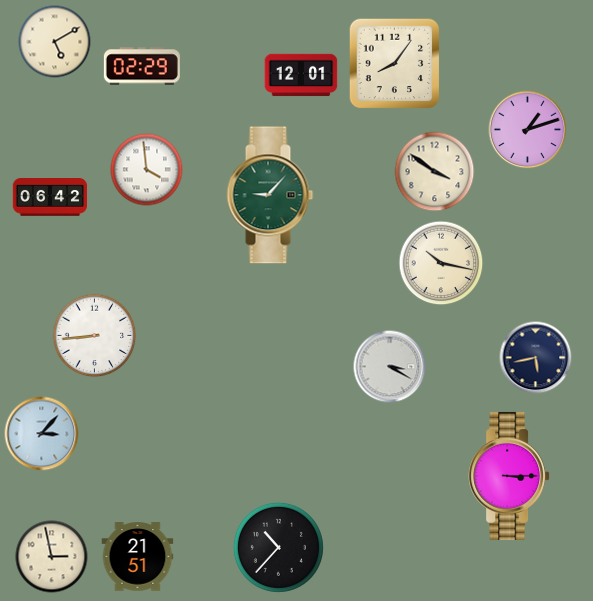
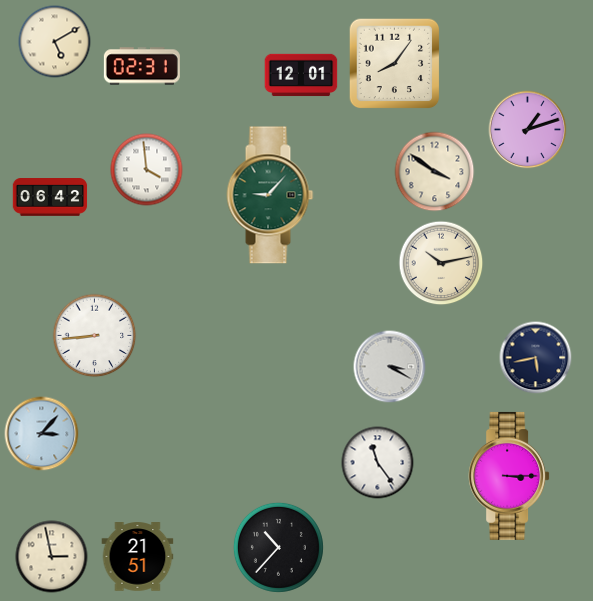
clock at (142, 66): 02:29 -> 02:31
clock at (441, 263): 10:17 -> 10:13
clock at (378, 463): none -> 11:24
